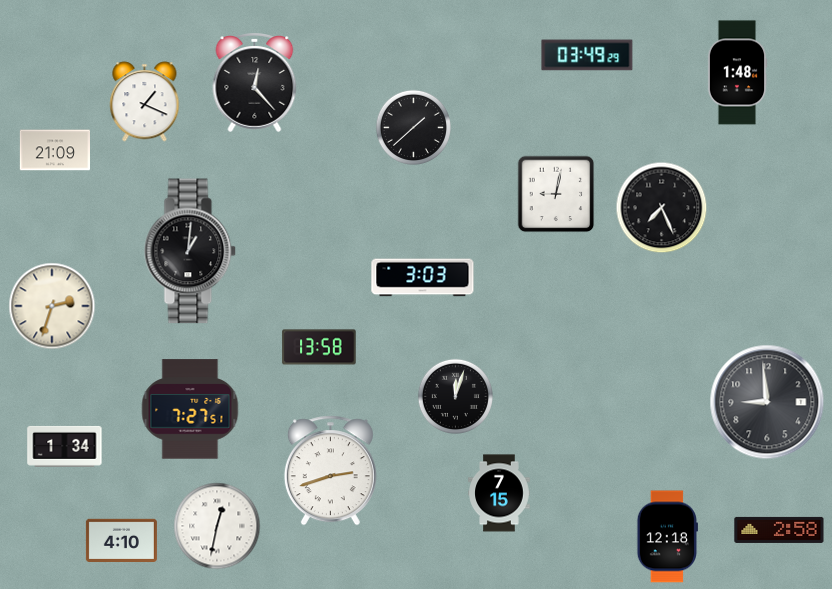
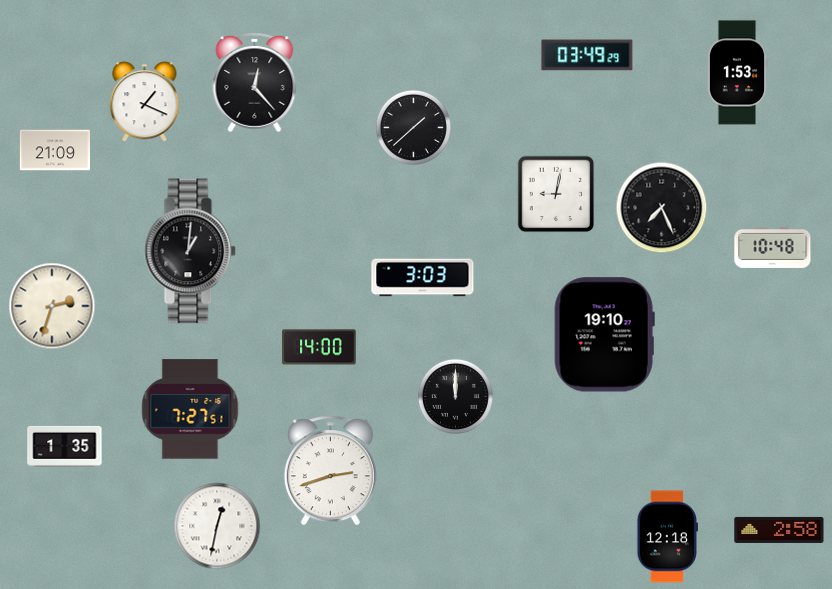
clock at (737, 73): 1:48 -> 1:53
clock at (773, 247): none -> 10:48
clock at (604, 335): none -> 19:10
clock at (319, 347): 13:58 -> 14:00
clock at (455, 396): 12:03 -> 12:00
clock at (767, 402): 8:59 -> none
clock at (65, 446): 1:34 -> 1:35
clock at (499, 493): 7:15 -> none
clock at (121, 540): 4:10 -> none
